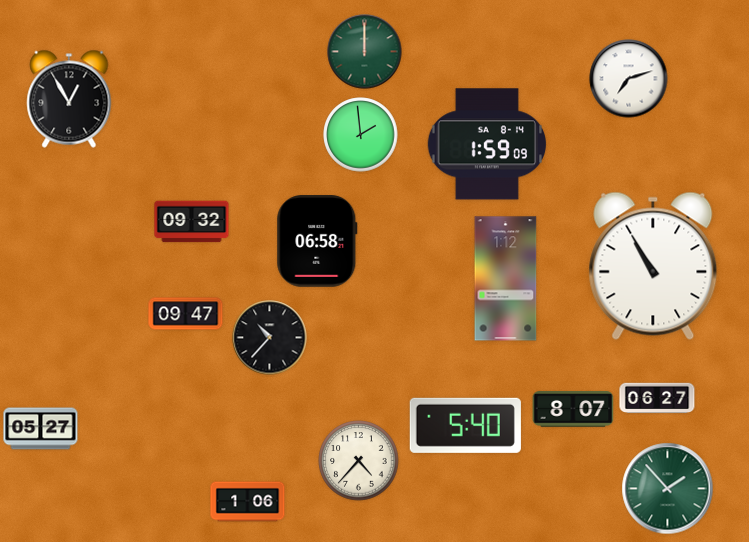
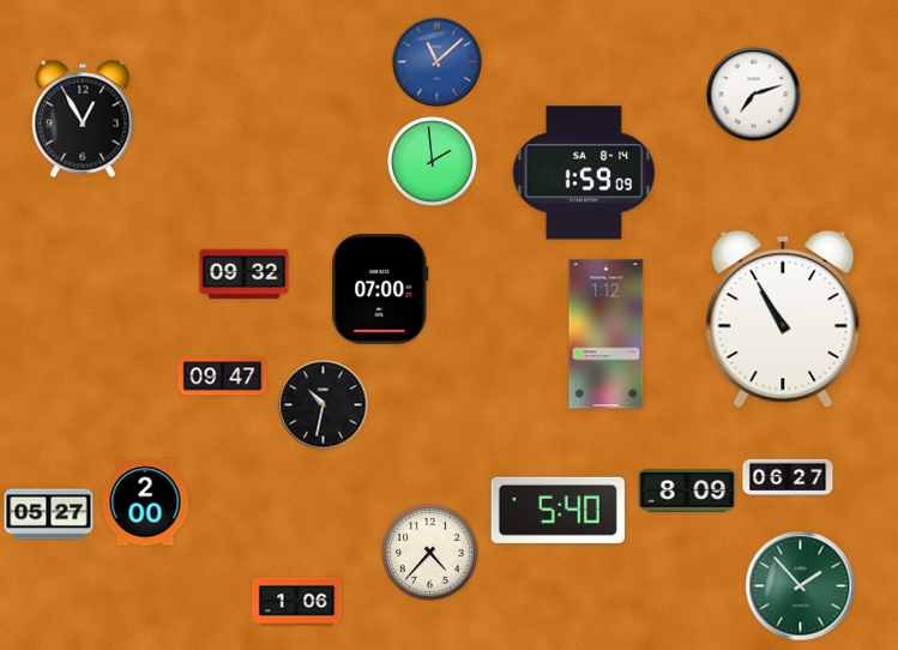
clock at (365, 52): 12:00 -> 11:08
clock at (365, 52) dial: green -> blue
clock at (192, 222) position: (192, 222) -> (245, 275)
clock at (317, 241): 06:58 -> 07:00
clock at (270, 338): 10:37 -> 10:32
clock at (573, 409): 8:07 -> 8:09
clock at (145, 502): none -> 2:00
